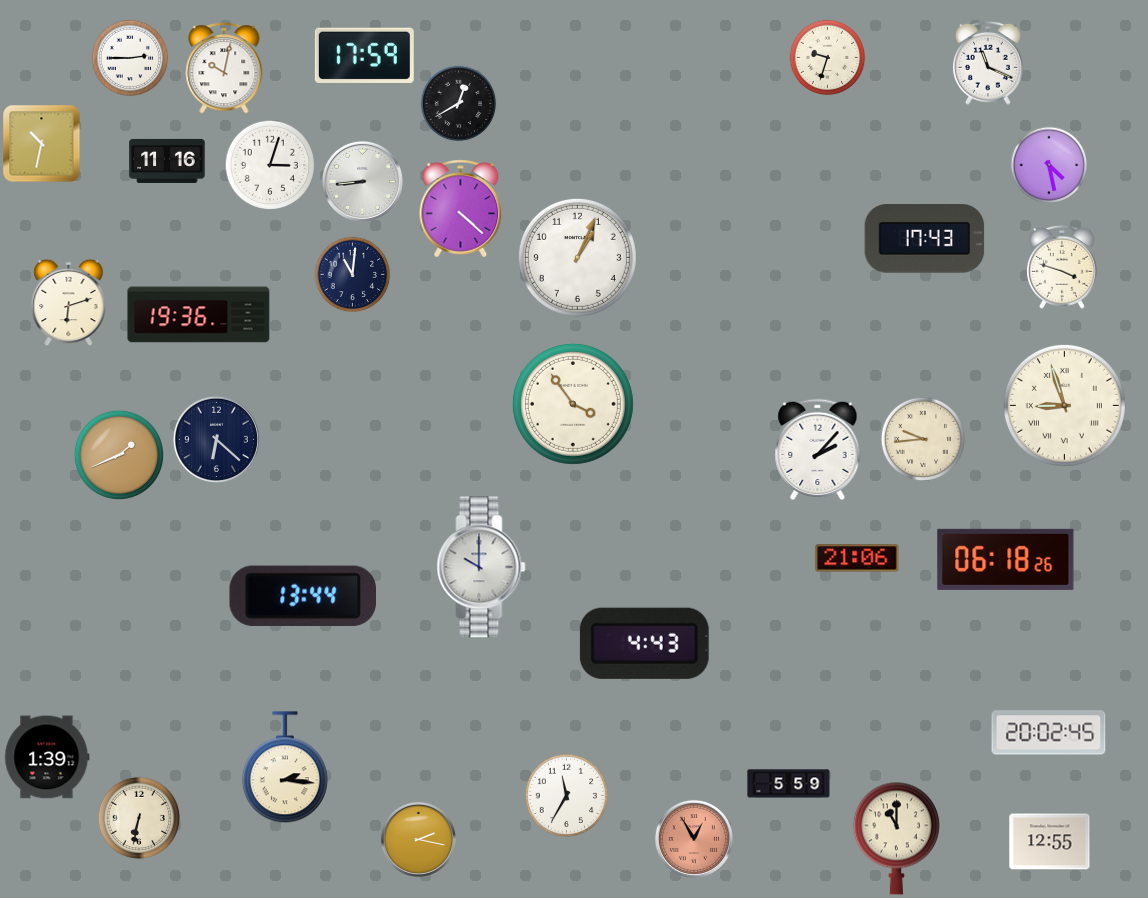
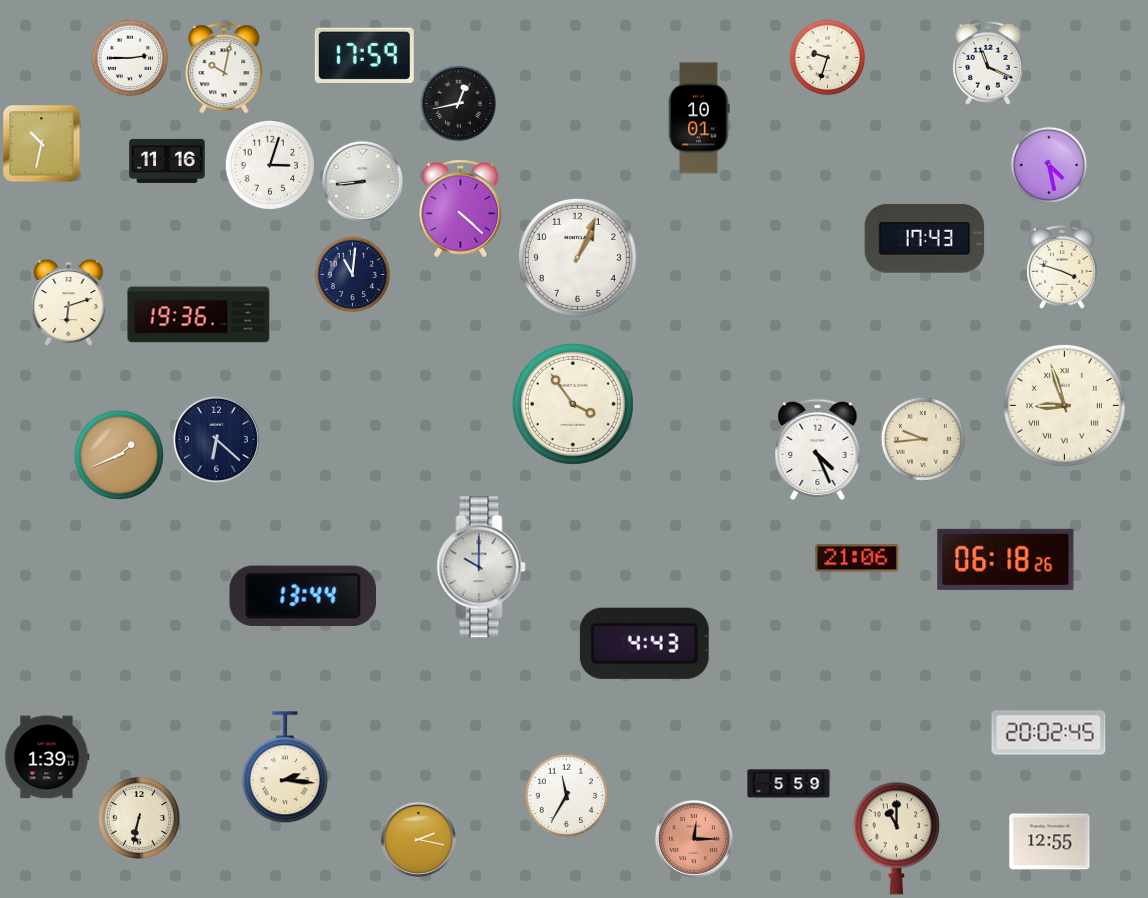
clock at (459, 104): 12:40 -> 12:43
clock at (699, 118): none -> 10:01
clock at (818, 450): 2:07 -> 4:26
clock at (694, 839): 12:55 -> 12:15
